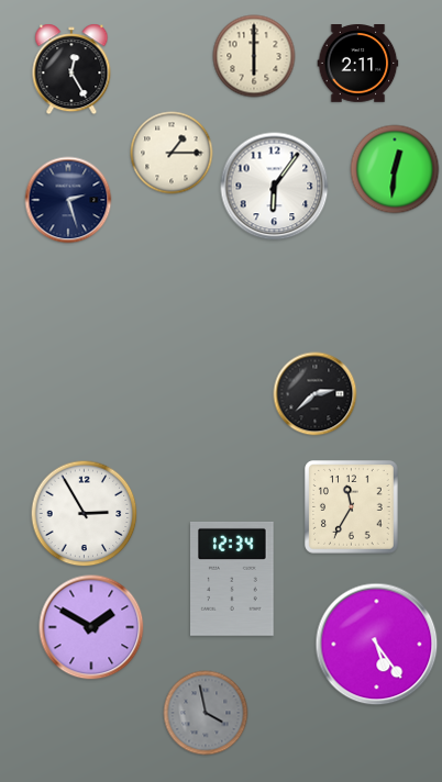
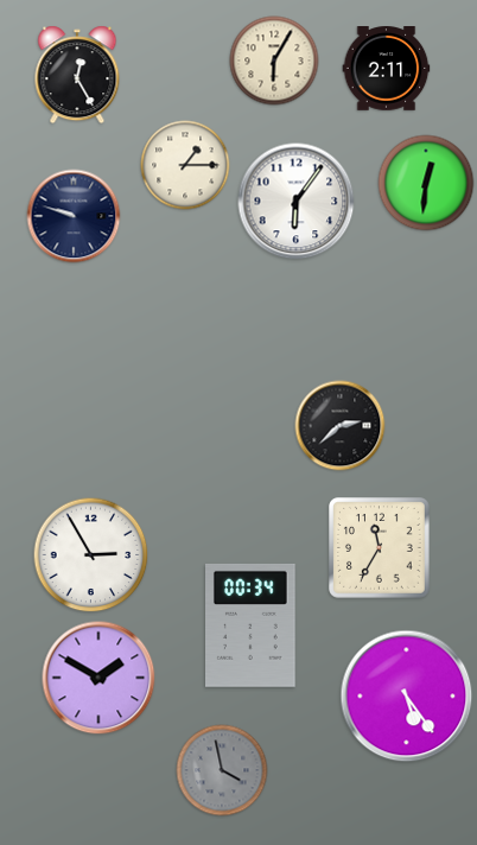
clock at (254, 56): 6:00 -> 6:05
clock at (68, 200): 2:27 -> 9:48
clock at (233, 579): 12:34 -> 00:34
